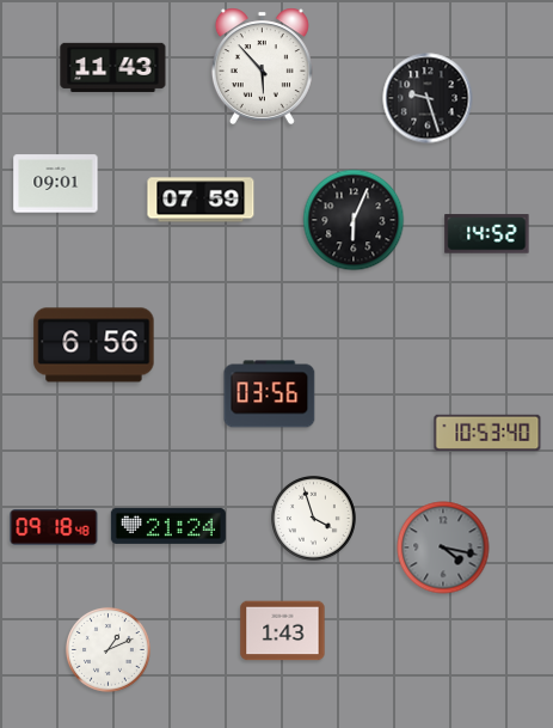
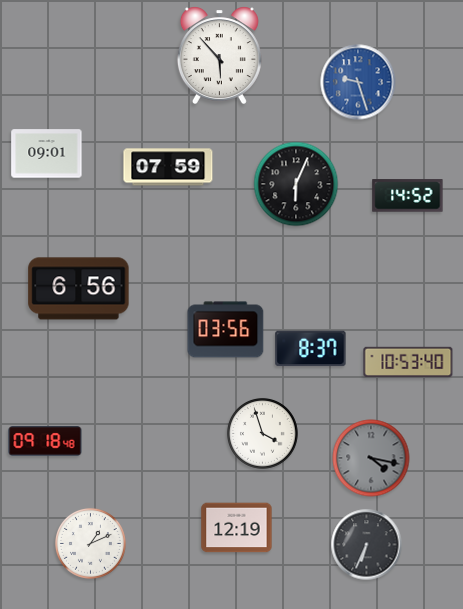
clock at (113, 67): 11:43 -> none
clock at (428, 98) dial: black -> blue
clock at (311, 349): none -> 8:37
clock at (168, 526): 21:24 -> none
clock at (283, 631): 1:43 -> 12:19
clock at (367, 545): none -> 6:34
